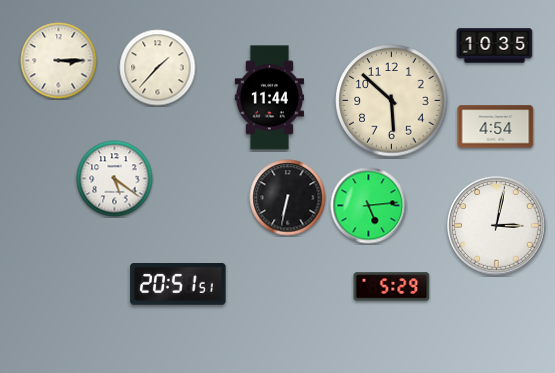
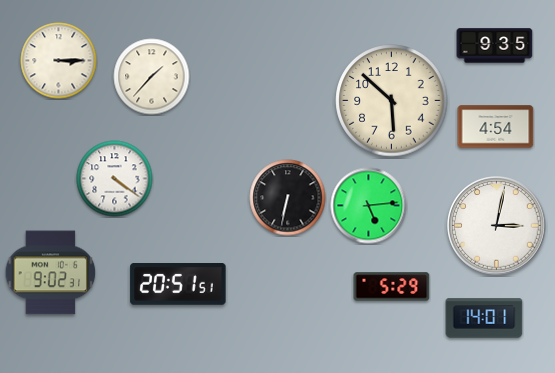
clock at (495, 46): 10:35 -> 9:35
clock at (158, 68) position: (158, 68) -> (152, 77)
clock at (269, 98): 11:44 -> none
clock at (115, 179): 5:21 -> 4:21
clock at (51, 273): none -> 9:02
clock at (484, 318): none -> 14:01
